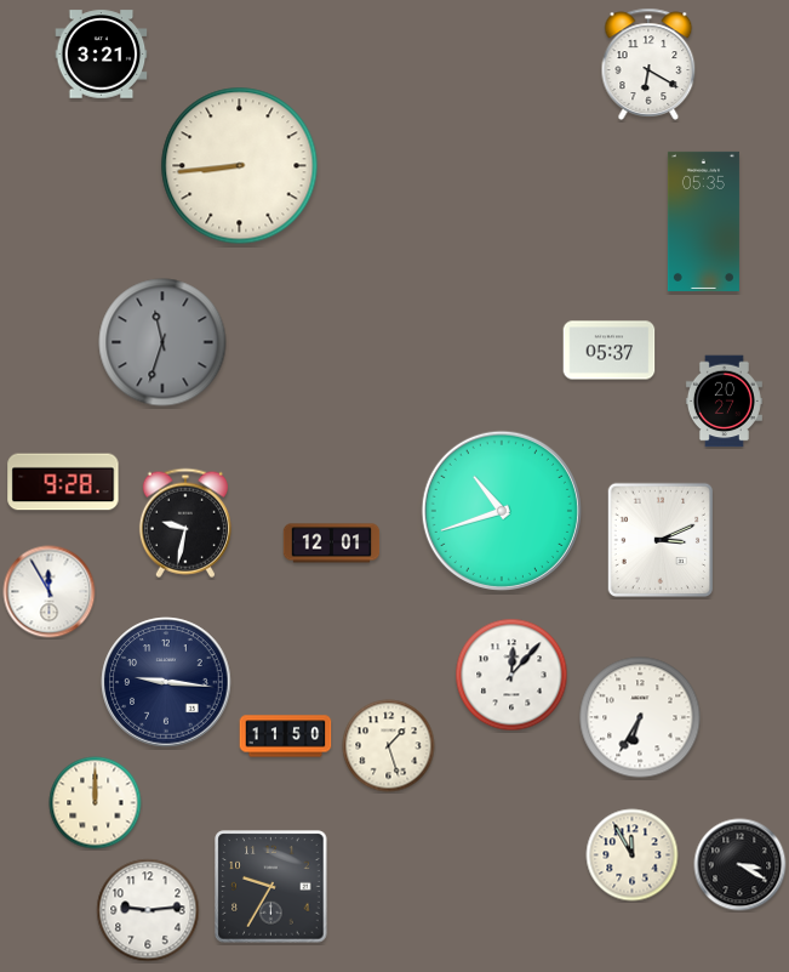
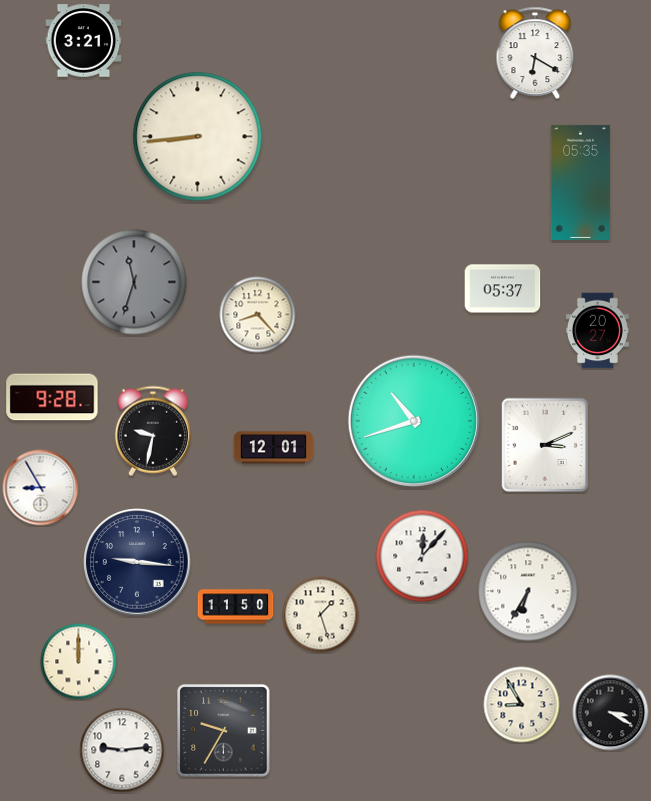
clock at (102, 55) position: (102, 55) -> (84, 41)
clock at (258, 315): none -> 8:23
clock at (50, 592): 11:55 -> 8:55
clock at (633, 856): 11:55 -> 8:55
